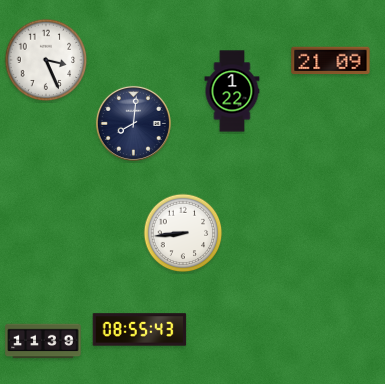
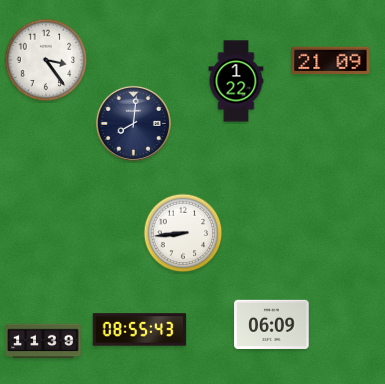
clock at (46, 60): 3:26 -> 3:24
clock at (232, 91) position: (232, 91) -> (236, 81)
clock at (272, 324): none -> 06:09
